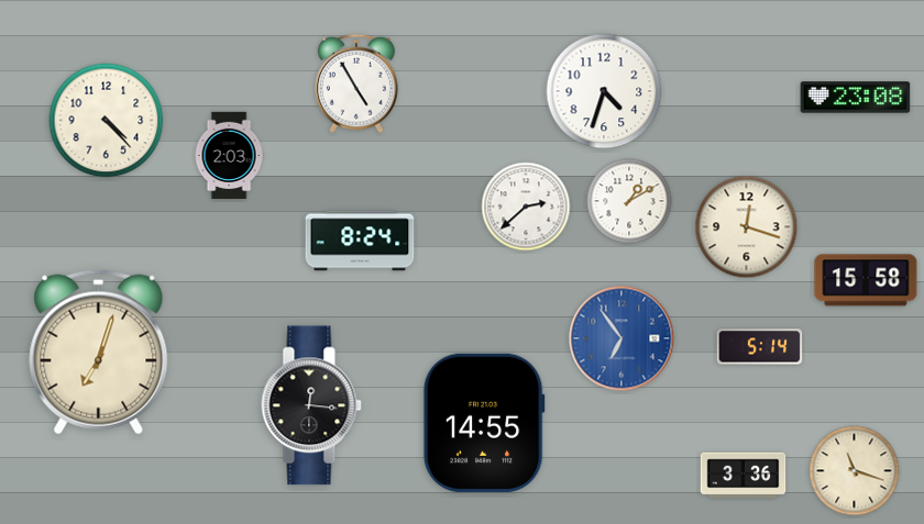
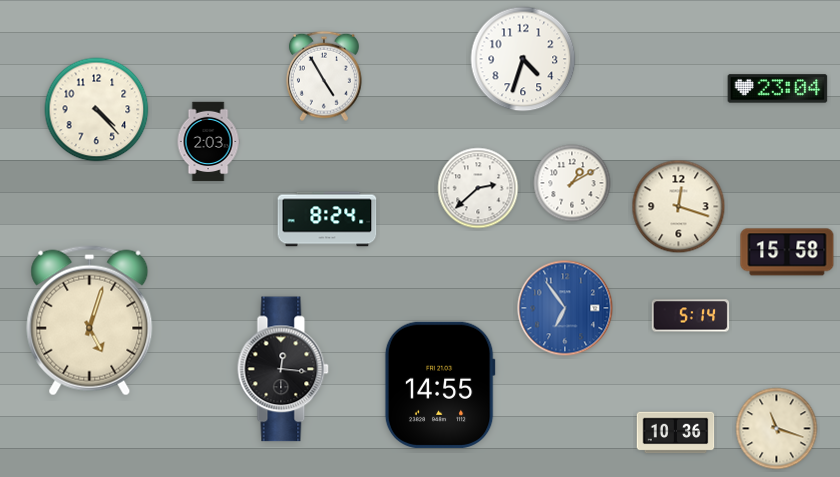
clock at (604, 91) position: (604, 91) -> (523, 59)
clock at (856, 98): 23:08 -> 23:04
clock at (866, 280) position: (866, 280) -> (787, 252)
clock at (99, 353): 7:03 -> 5:03
clock at (744, 476): 3:36 -> 10:36
